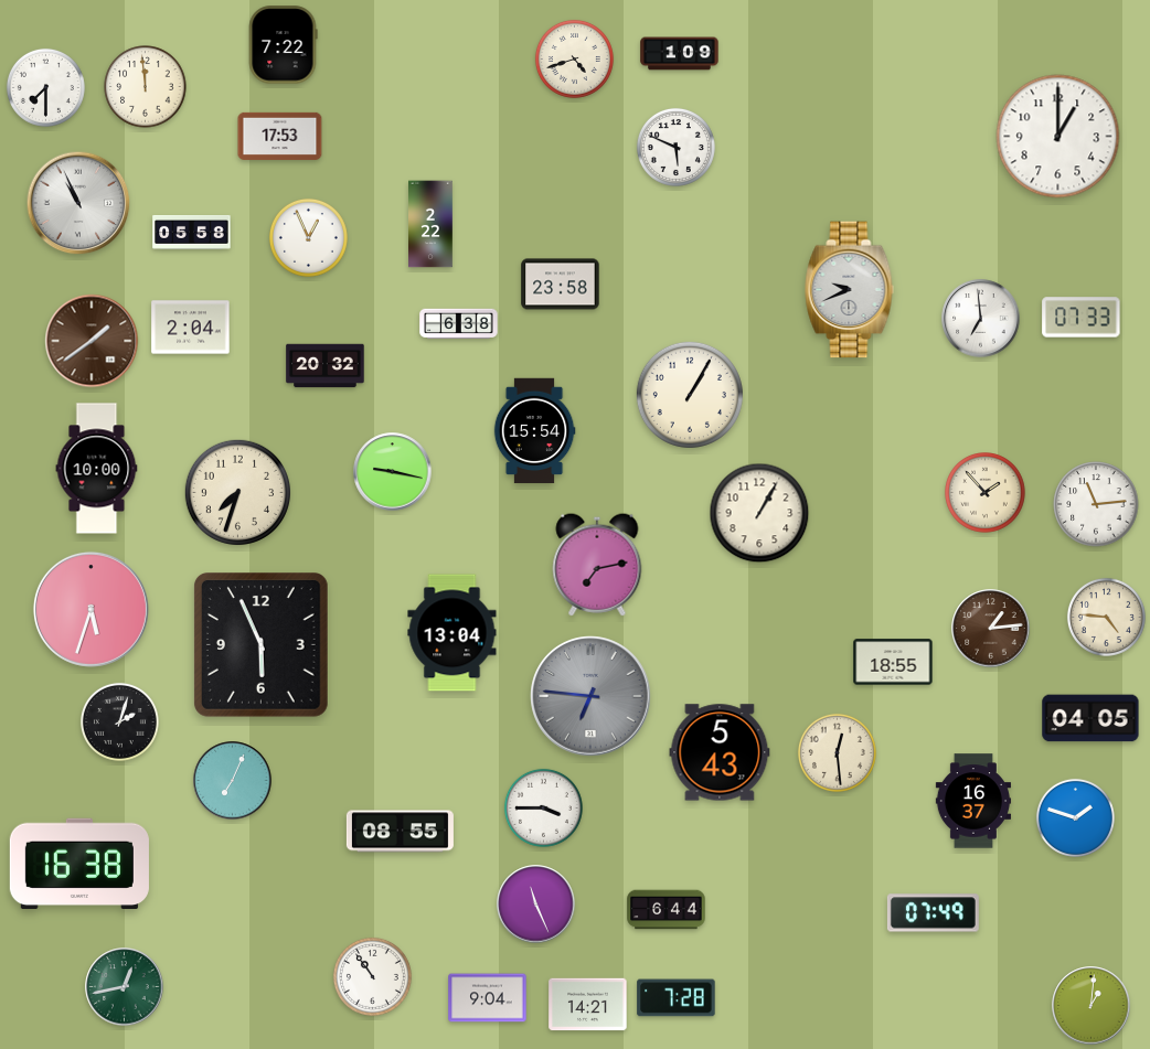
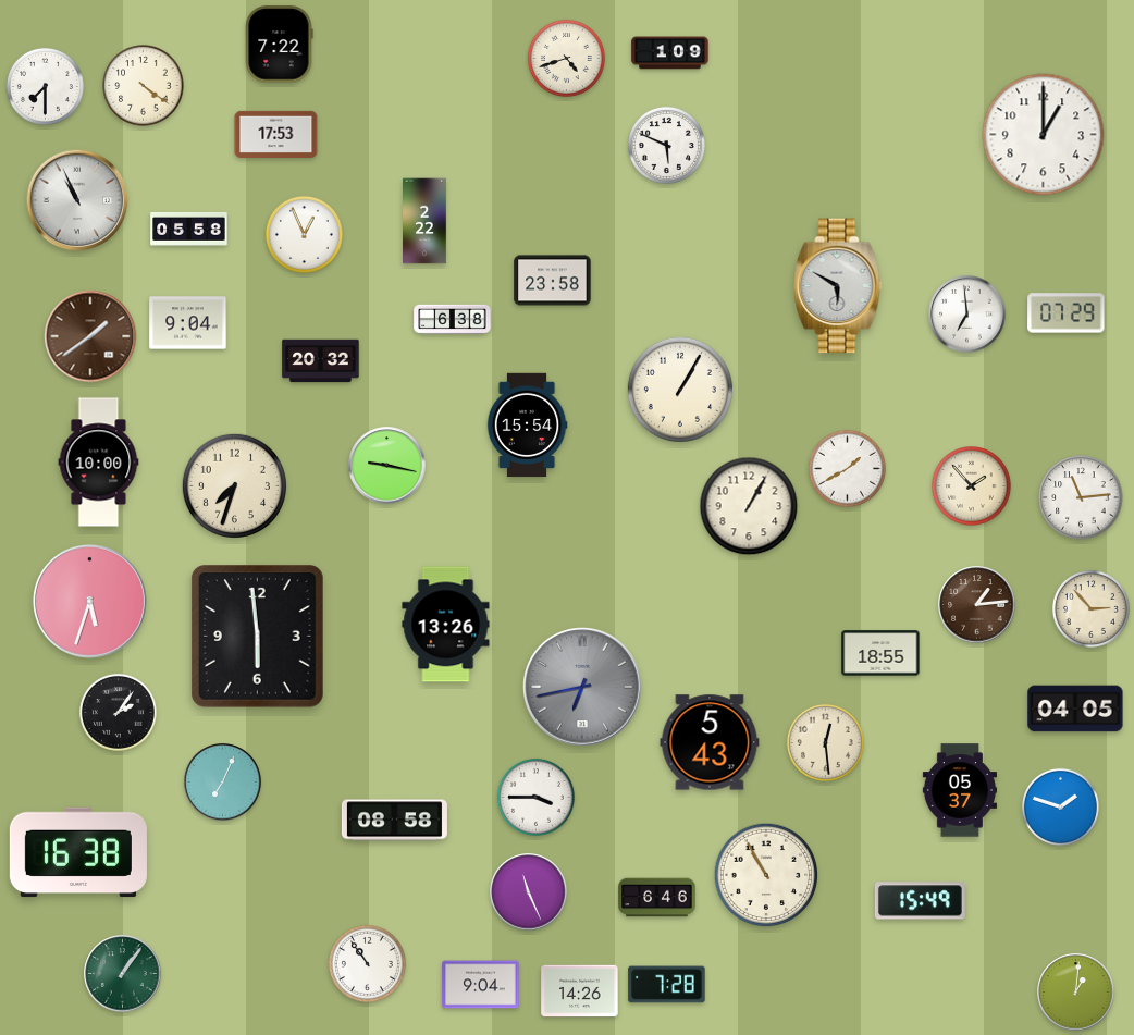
clock at (146, 87): 11:59 -> 4:21
clock at (850, 290): 9:41 -> 5:50
clock at (1082, 318): 07:33 -> 07:29
clock at (191, 328): 2:04 -> 9:04
clock at (97, 469) position: (97, 469) -> (99, 463)
clock at (847, 468): none -> 1:40
clock at (597, 565): 7:13 -> none
clock at (1106, 617): 4:46 -> 2:53
clock at (991, 629) position: (991, 629) -> (977, 605)
clock at (452, 633): 13:04 -> 13:26
clock at (260, 645): 5:56 -> 5:59
clock at (590, 696): 6:46 -> 6:43
clock at (119, 721): 2:03 -> 2:06
clock at (233, 781) position: (233, 781) -> (223, 783)
clock at (972, 801): 16:37 -> 05:37
clock at (400, 832): 08:55 -> 08:58
clock at (766, 875): none -> 10:55
clock at (667, 910): 6:44 -> 6:46
clock at (933, 913): 07:49 -> 15:49
clock at (125, 987): 12:43 -> 1:06
clock at (588, 1005): 14:21 -> 14:26
